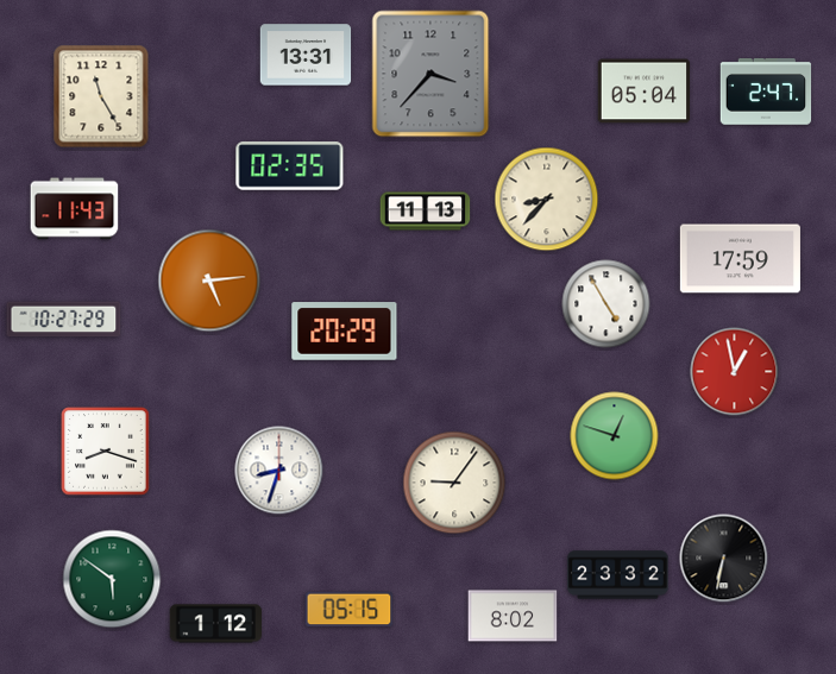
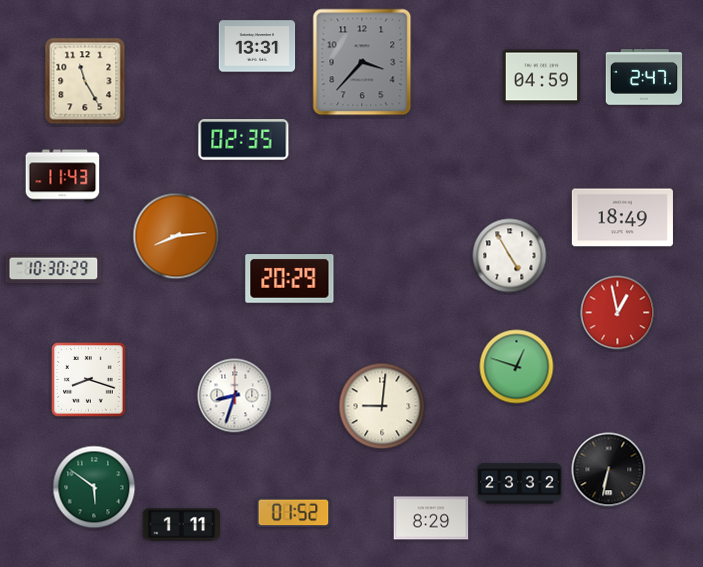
clock at (645, 92): 05:04 -> 04:59
clock at (547, 200): 8:37 -> none
clock at (426, 212): 11:13 -> none
clock at (740, 259): 17:59 -> 18:49
clock at (209, 281): 5:14 -> 8:14
clock at (64, 320): 10:27 -> 10:30
clock at (454, 483): 9:06 -> 9:01
clock at (350, 610): 05:15 -> 01:52
clock at (513, 616): 8:02 -> 8:29
clock at (216, 624): 1:12 -> 1:11
